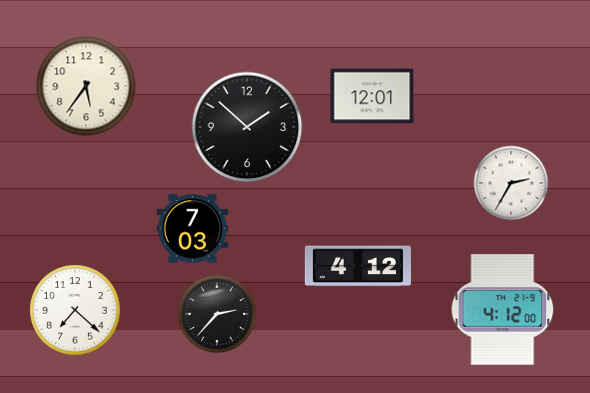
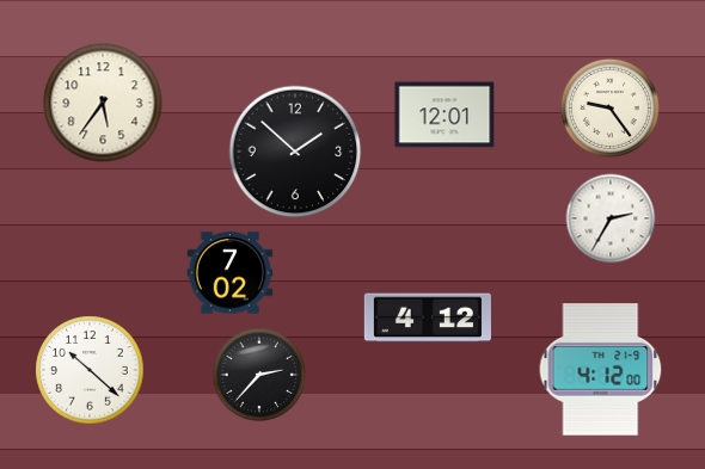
clock at (609, 107): none -> 9:24
clock at (193, 229): 7:03 -> 7:02
clock at (75, 310): 7:22 -> 10:22
